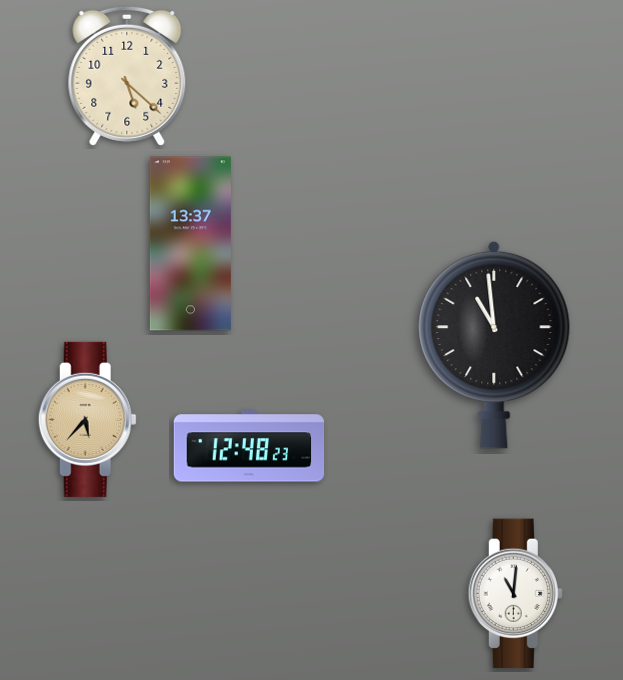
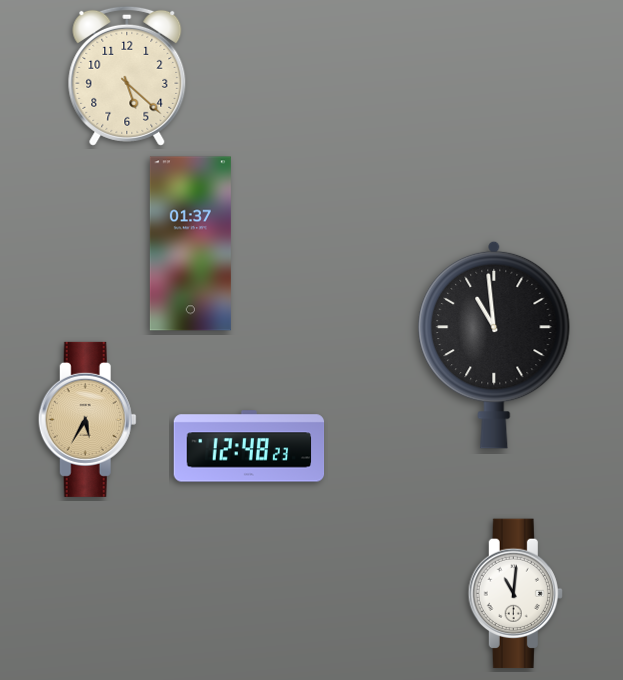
clock at (190, 244): 13:37 -> 01:37
clock at (87, 419): 5:37 -> 5:35
